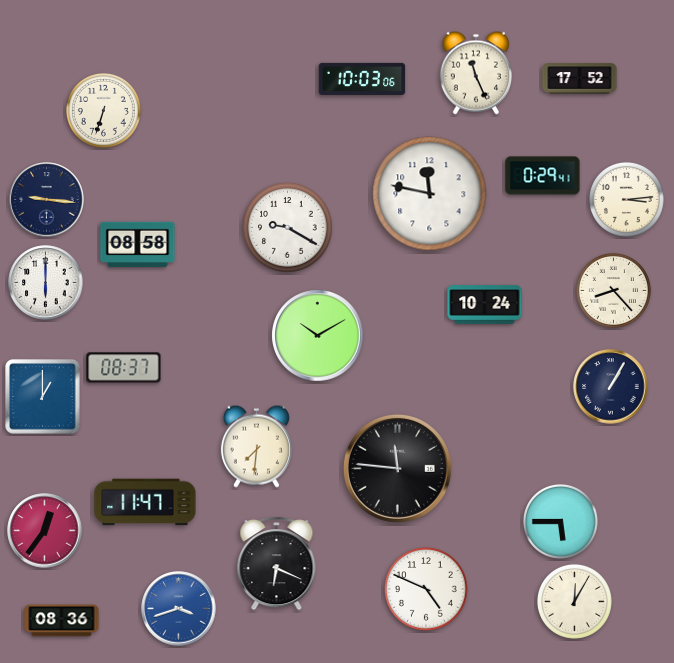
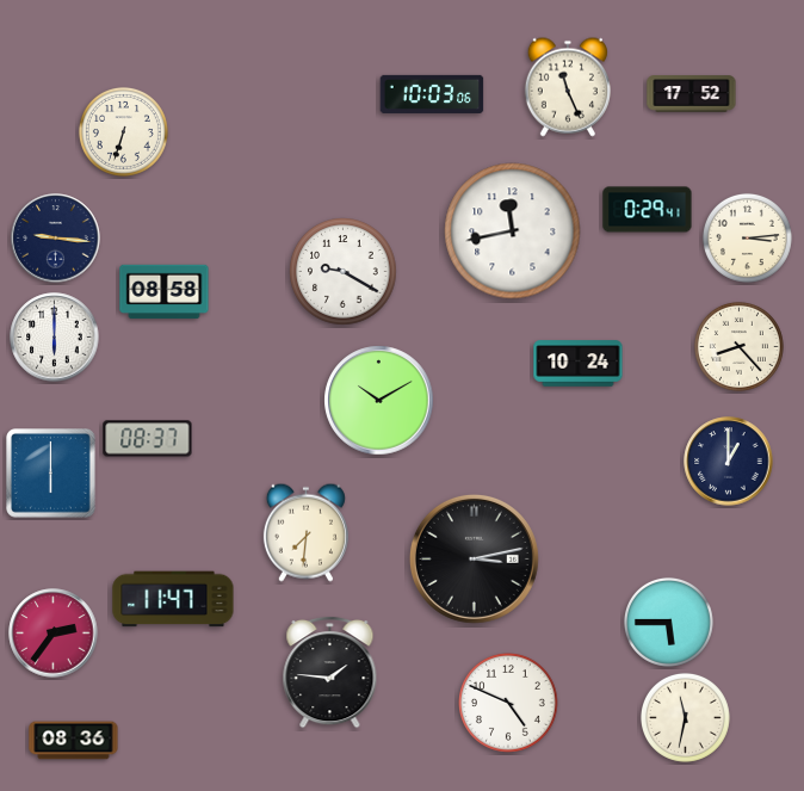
clock at (430, 194): 11:47 -> 11:43
clock at (613, 290) position: (613, 290) -> (738, 346)
clock at (611, 387): 1:05 -> 1:00
clock at (43, 397): 1:00 -> 6:00
clock at (397, 468): 11:46 -> 3:13
clock at (45, 531): 12:36 -> 2:36
clock at (277, 563): 6:19 -> 1:46
clock at (574, 601): 12:05 -> 11:32
clock at (179, 609): 3:42 -> none
